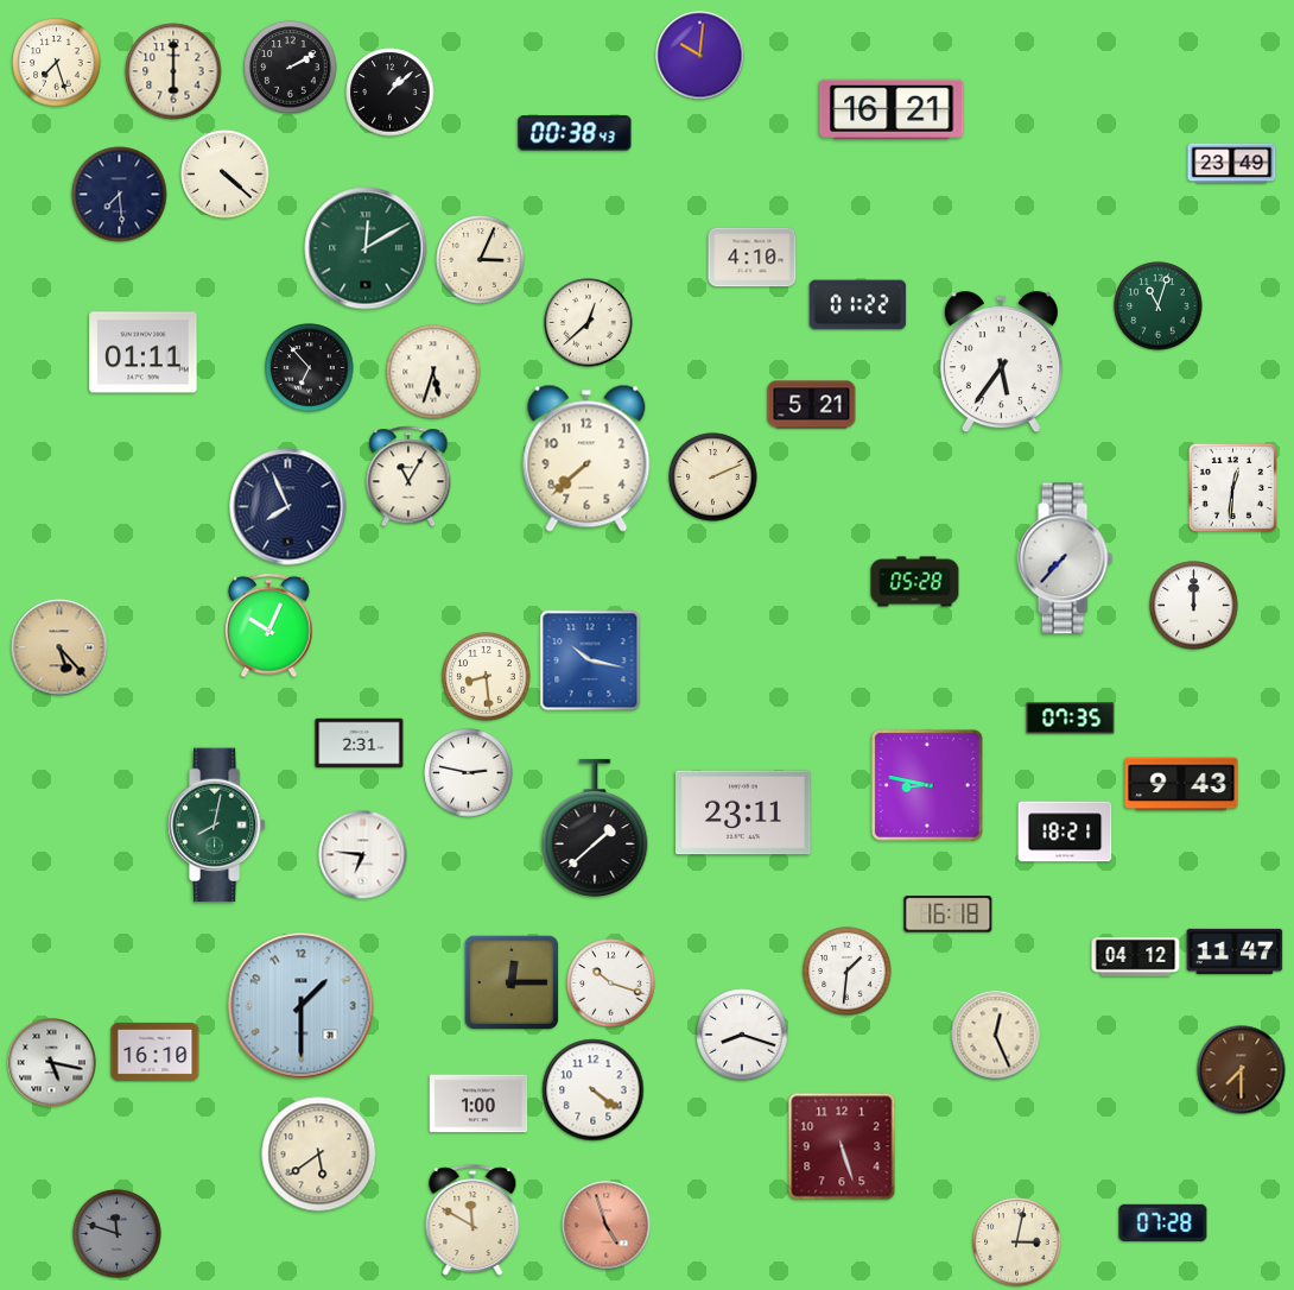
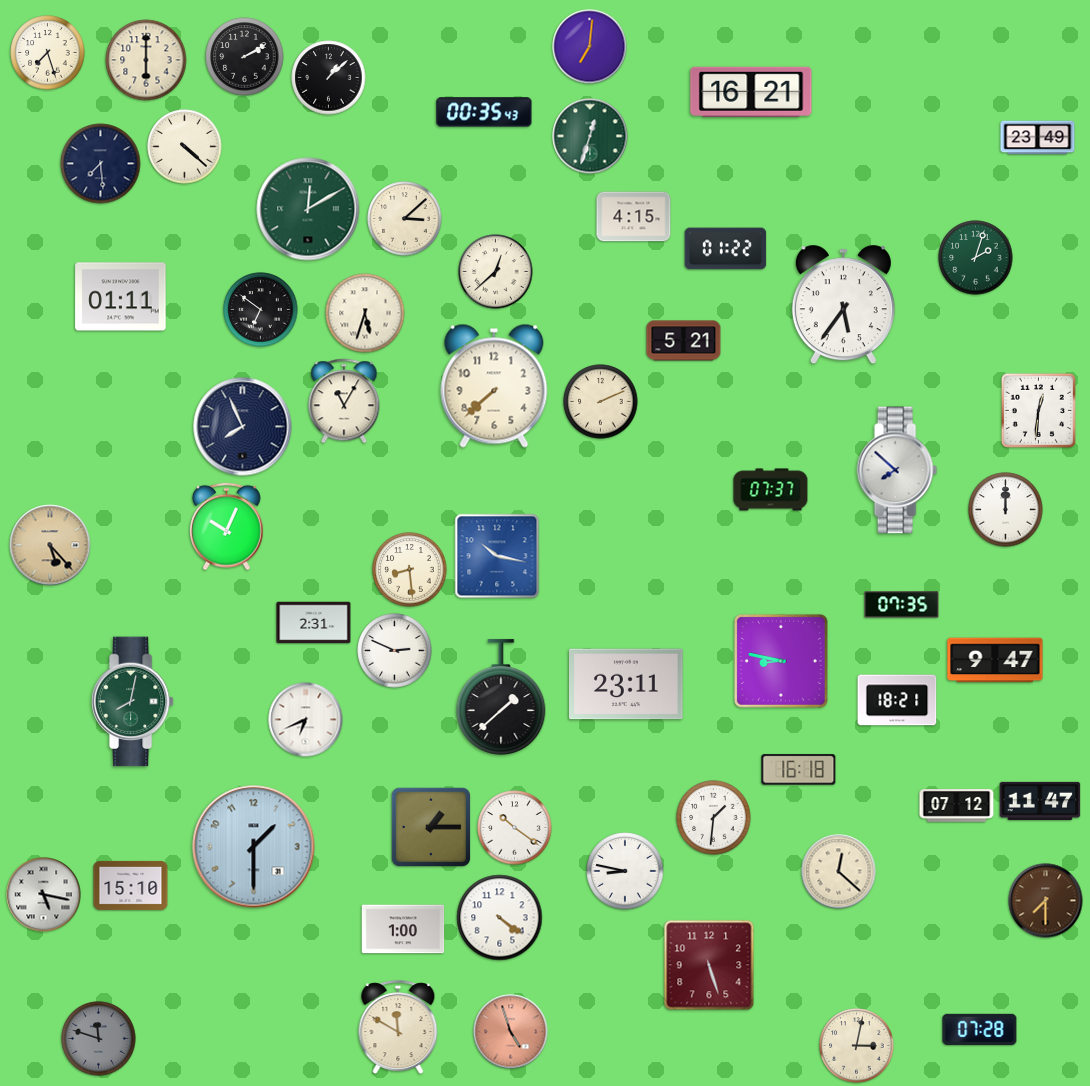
clock at (700, 56): 10:01 -> 7:01
clock at (575, 133): 00:38 -> 00:35
clock at (590, 136): none -> 12:33
clock at (226, 175) position: (226, 175) -> (185, 147)
clock at (753, 258): 4:10 -> 4:15
clock at (481, 260): 3:04 -> 3:08
clock at (858, 305) position: (858, 305) -> (726, 249)
clock at (1159, 306): 11:03 -> 2:03
clock at (310, 368): 6:53 -> 6:51
clock at (1065, 558): 7:37 -> 7:52
clock at (915, 582): 05:28 -> 07:37
clock at (360, 744) position: (360, 744) -> (314, 623)
clock at (469, 773): 2:47 -> 2:49
clock at (1181, 784): 9:43 -> 9:47
clock at (216, 826) position: (216, 826) -> (132, 702)
clock at (363, 855): 6:46 -> 6:41
clock at (1136, 957): 04:12 -> 07:12
clock at (510, 981): 12:15 -> 1:15
clock at (611, 984): 10:18 -> 10:21
clock at (742, 1035): 8:18 -> 8:47
clock at (996, 1036): 12:26 -> 12:22
clock at (156, 1051): 16:10 -> 15:10
clock at (319, 1155): 5:39 -> none
